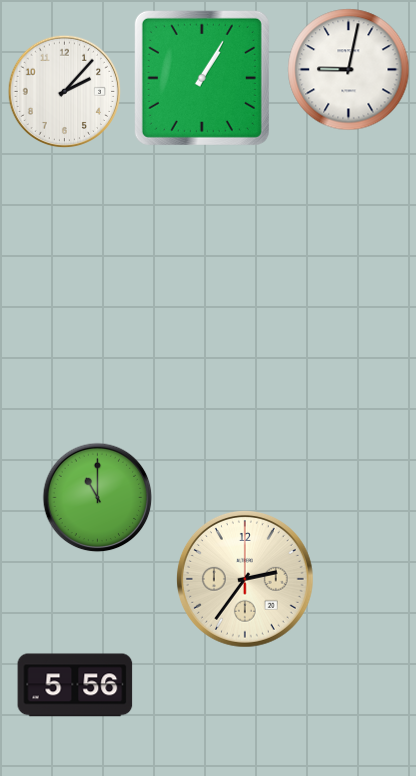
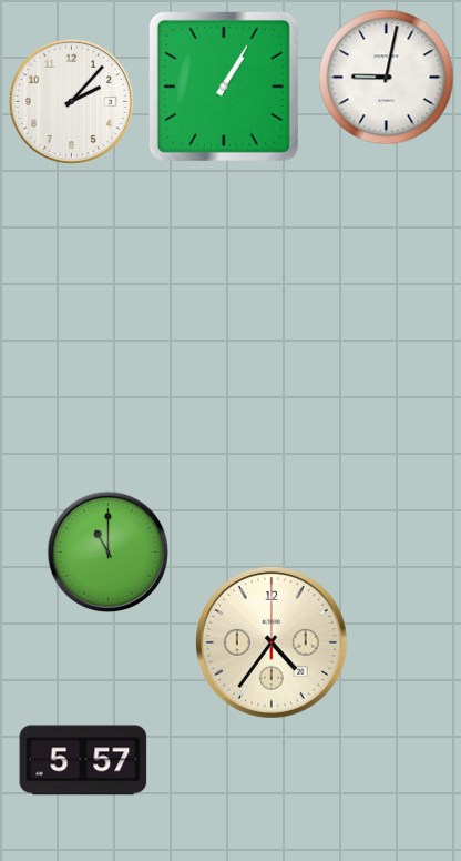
clock at (245, 579): 2:36 -> 4:36
clock at (75, 685): 5:56 -> 5:57
